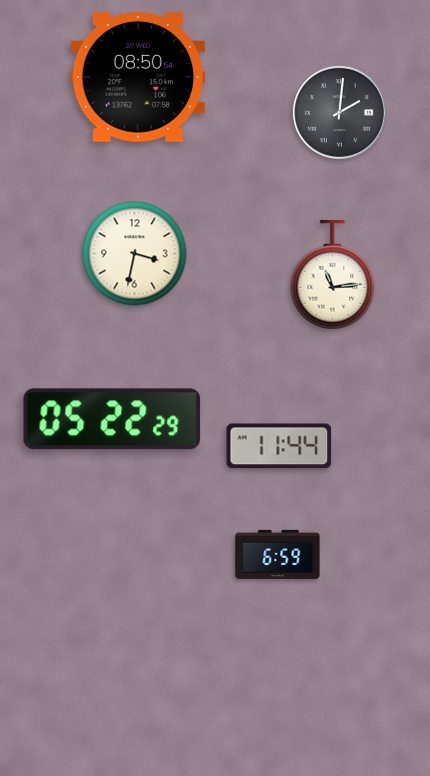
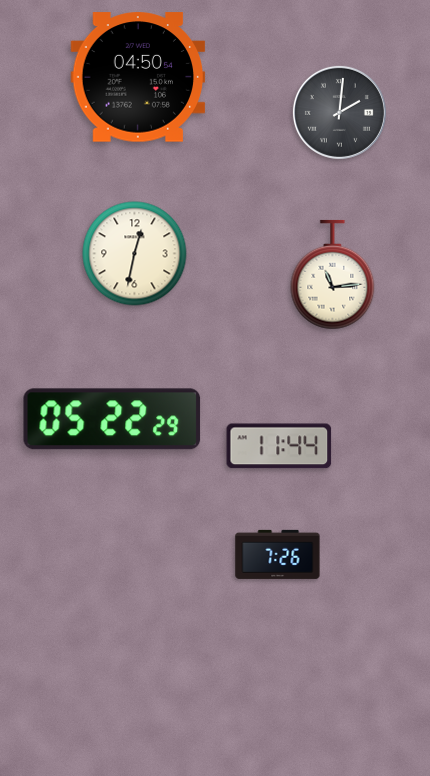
clock at (138, 77): 08:50 -> 04:50
clock at (135, 254): 3:32 -> 12:32
clock at (278, 554): 6:59 -> 7:26
